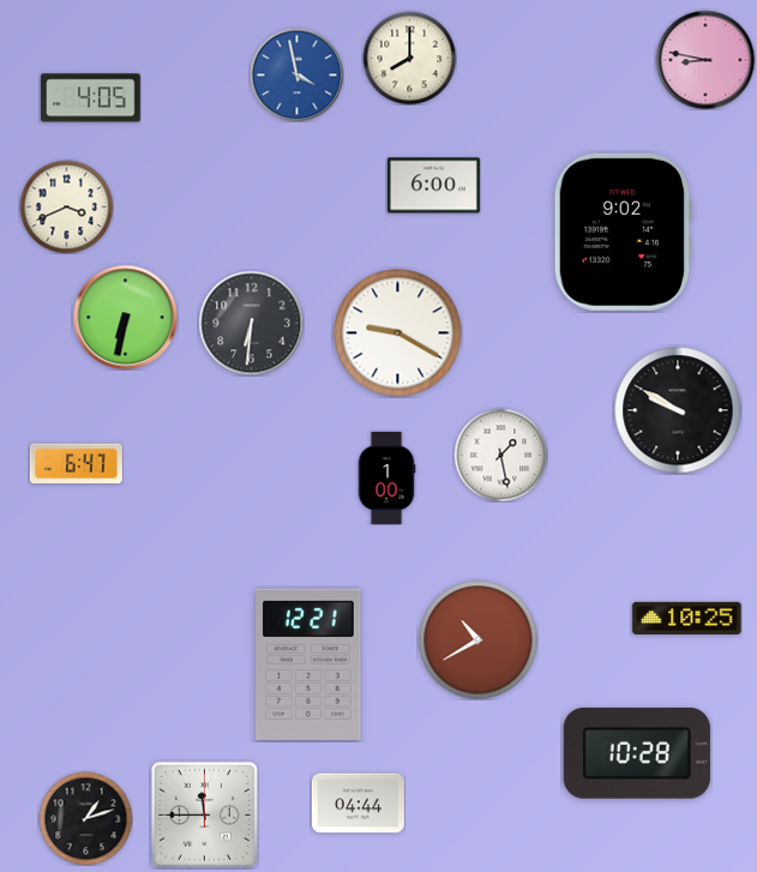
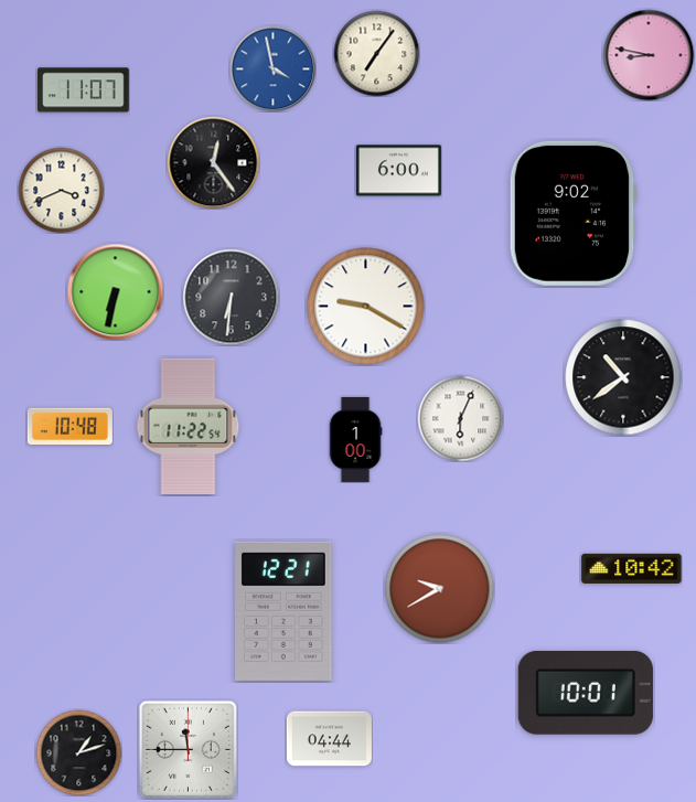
clock at (409, 58): 8:00 -> 7:06
clock at (91, 98): 4:05 -> 11:07
clock at (213, 162): none -> 12:24
clock at (678, 410): 9:50 -> 10:39
clock at (500, 455): 1:28 -> 6:04
clock at (76, 463): 6:47 -> 10:48
clock at (189, 426): none -> 11:22
clock at (687, 618): 10:25 -> 10:42
clock at (479, 641): 10:40 -> 9:40
clock at (637, 753): 10:28 -> 10:01
